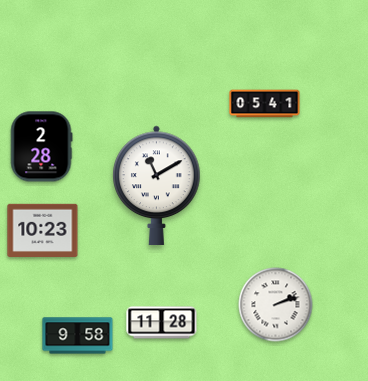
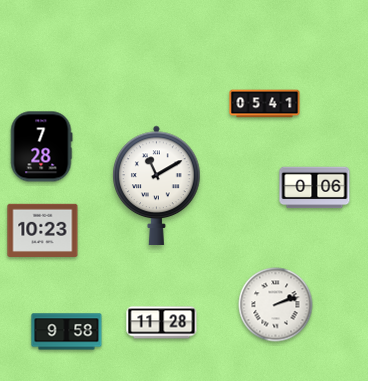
clock at (41, 147): 2:28 -> 7:28
clock at (315, 188): none -> 0:06
clock at (78, 336) position: (78, 336) -> (67, 332)
